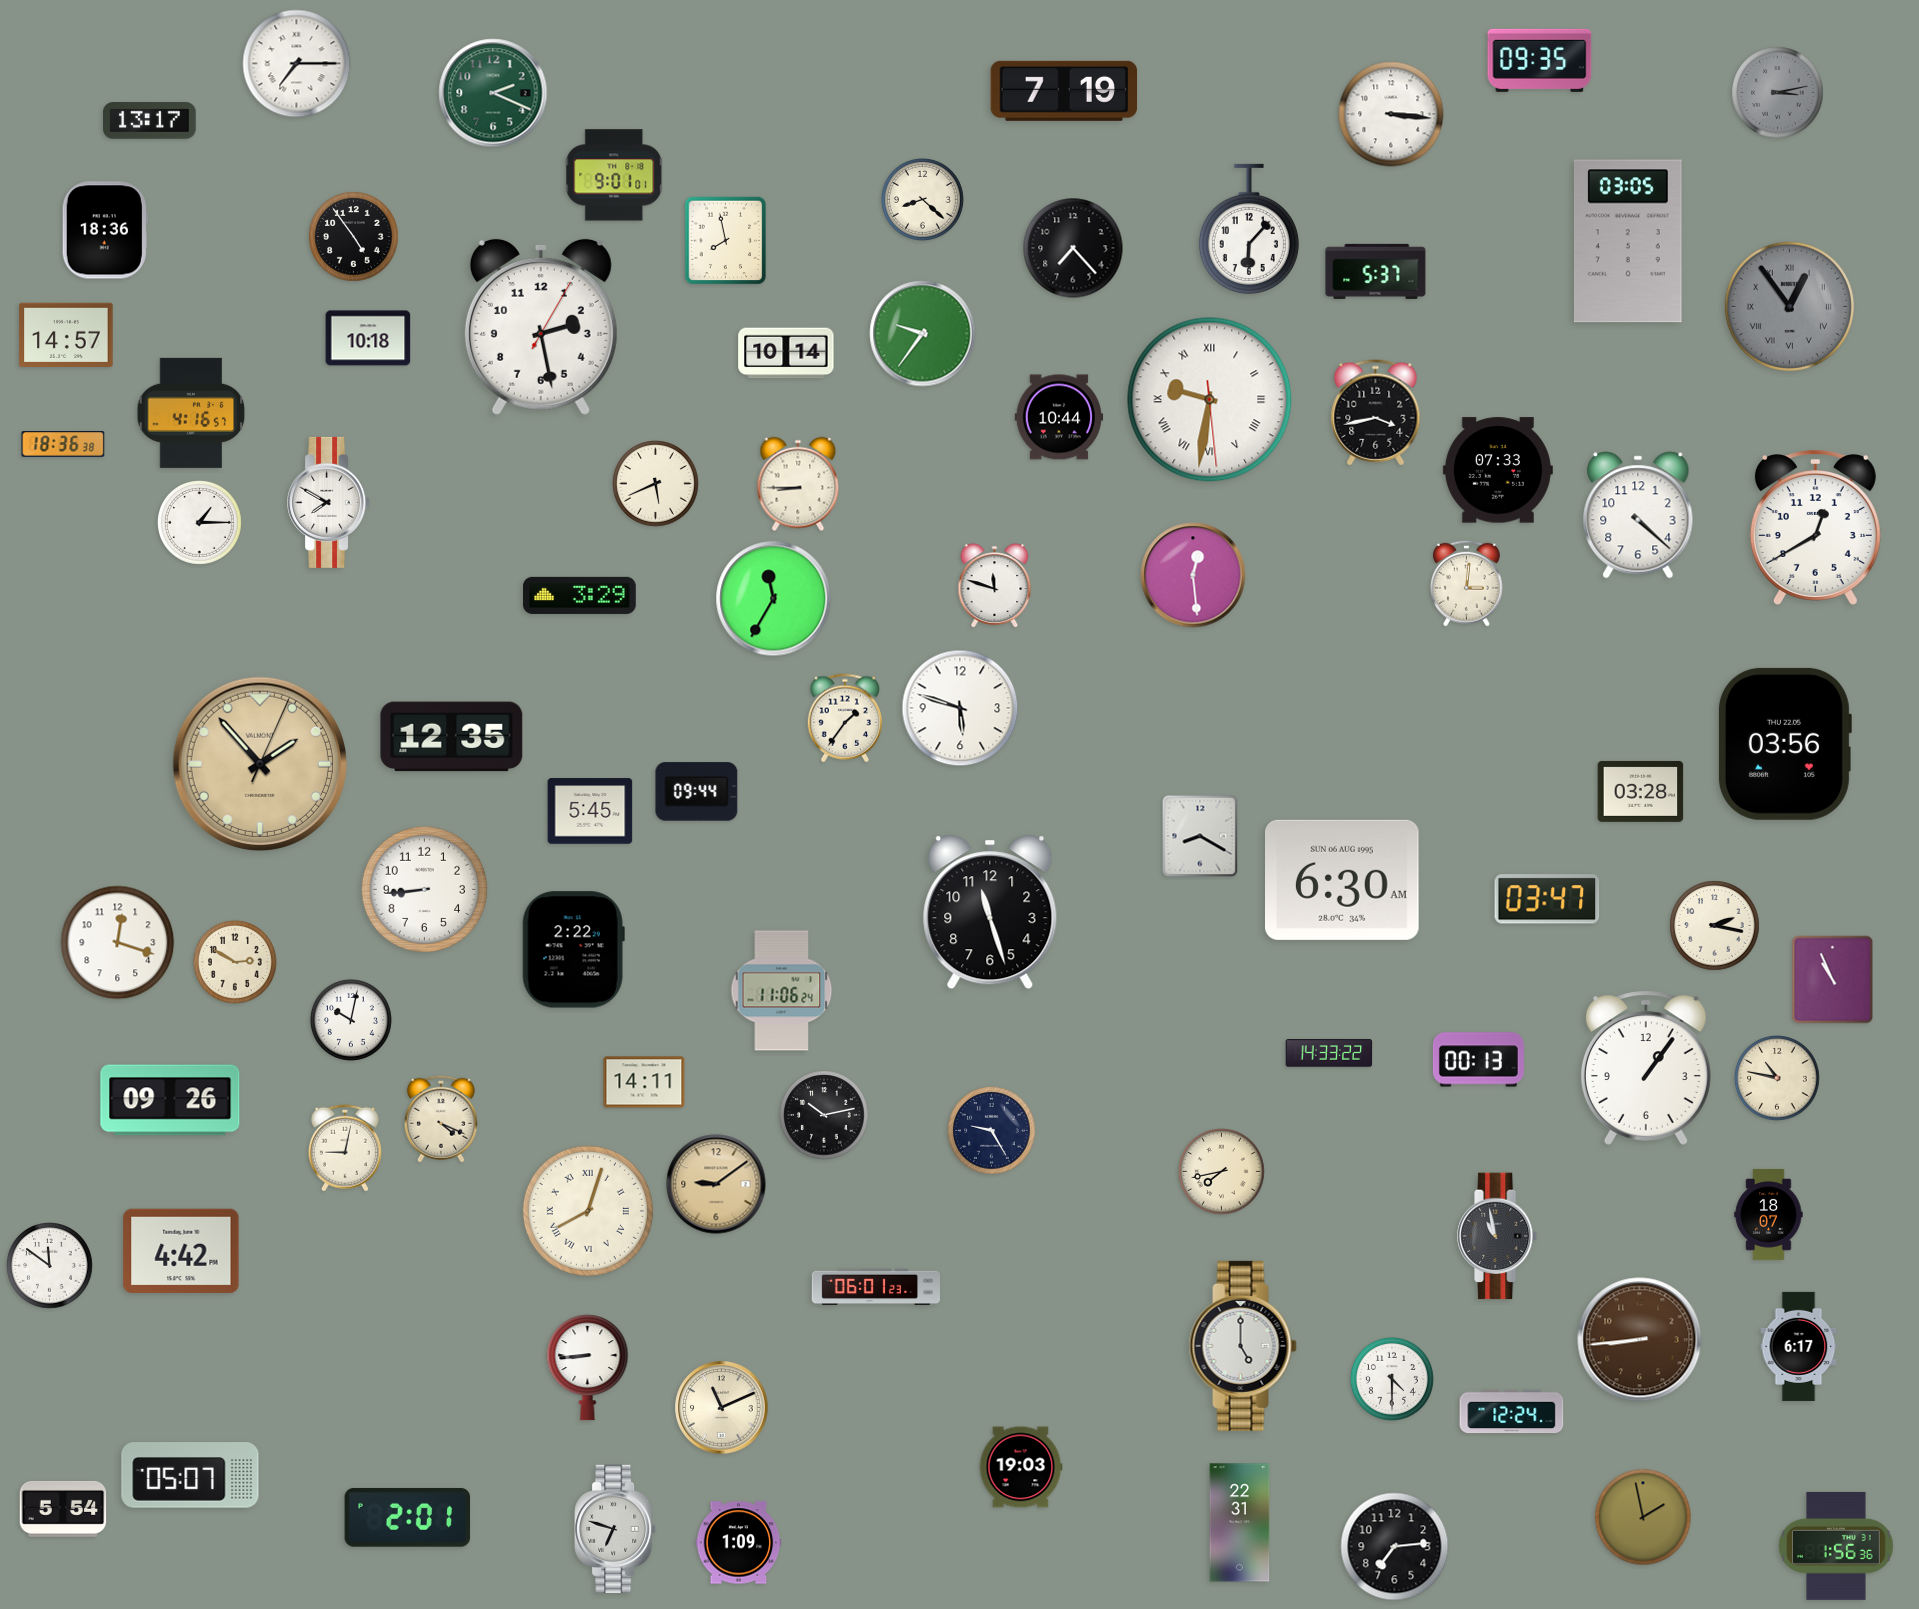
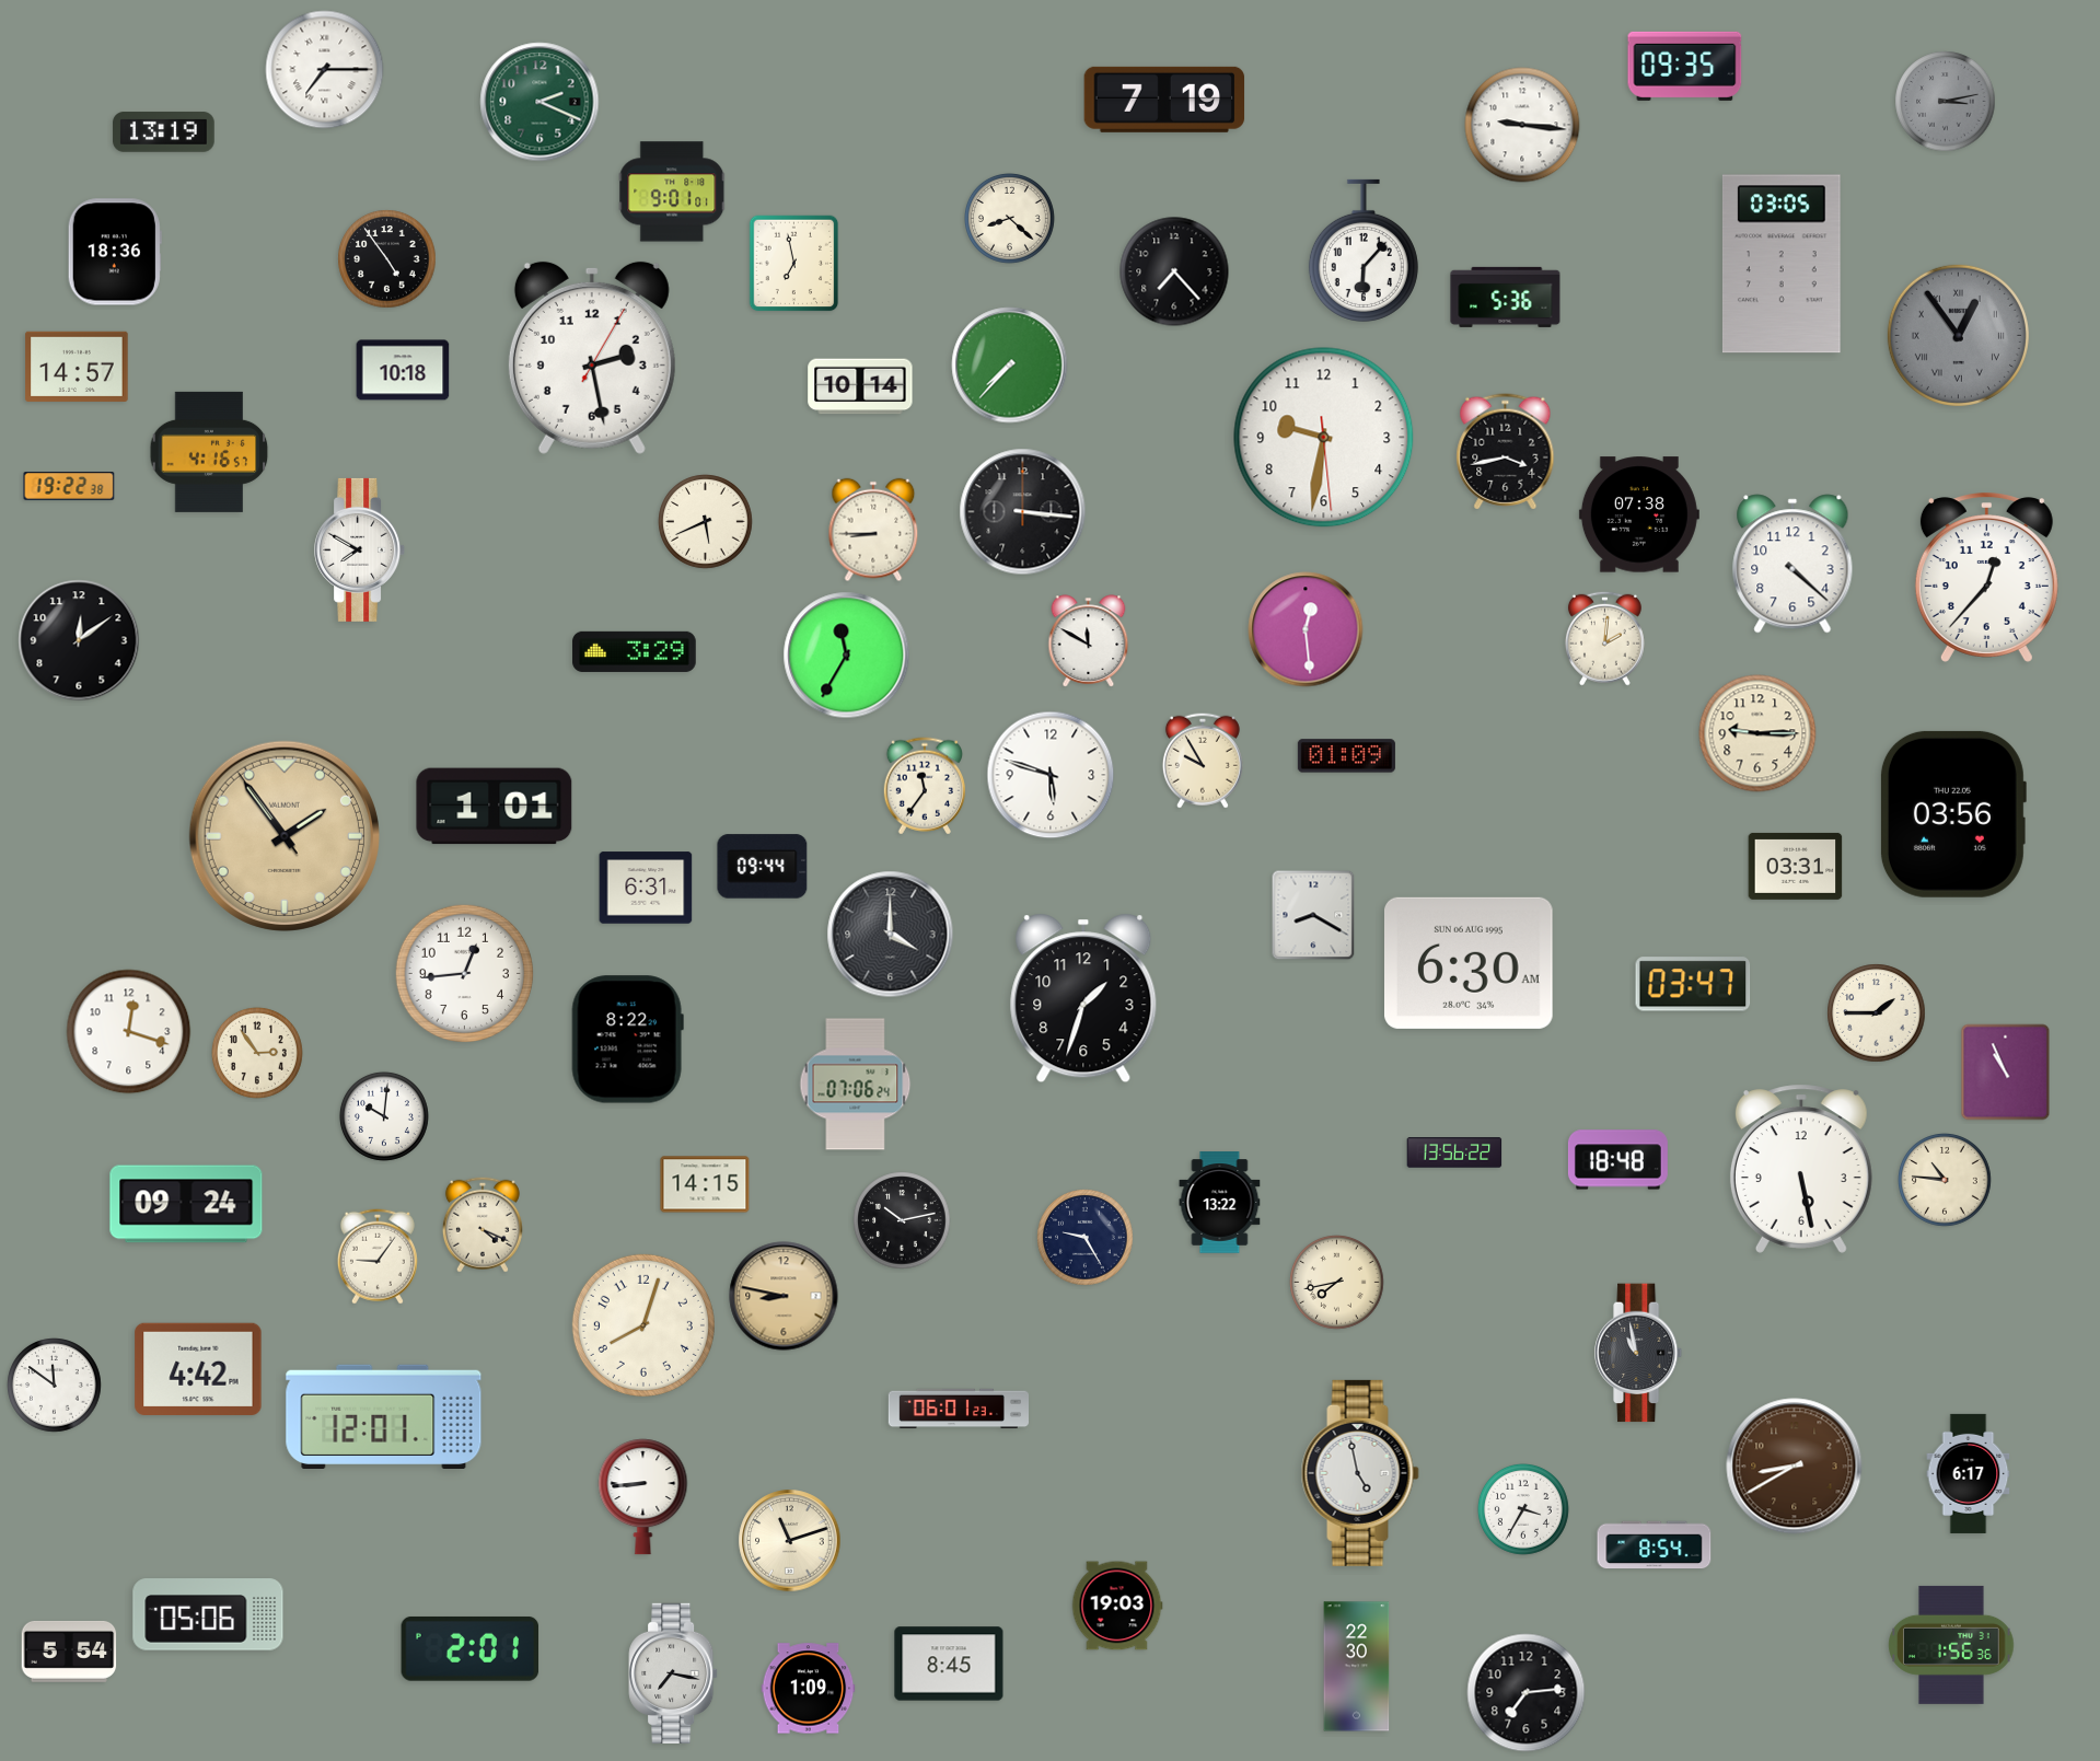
clock at (1391, 114): 3:16 -> 9:16
clock at (150, 121): 13:17 -> 13:19
clock at (1249, 229) position: (1249, 229) -> (1364, 251)
clock at (726, 241): 7:58 -> 6:58
clock at (1376, 271): 5:37 -> 5:36
clock at (66, 334) position: (66, 334) -> (77, 366)
clock at (923, 334): 9:36 -> 7:37
clock at (1210, 400) numerals: Roman -> Arabic
clock at (1058, 417): 10:44 -> none
clock at (63, 444): 18:36 -> 19:22
clock at (1023, 512): none -> 3:16
clock at (1498, 470): 07:33 -> 07:38
clock at (656, 484) position: (656, 484) -> (706, 522)
clock at (200, 523): 1:15 -> none
clock at (1815, 528): 12:40 -> 12:37
clock at (1466, 583): 3:01 -> 2:01
clock at (79, 640): none -> 12:09
clock at (995, 586): 11:48 -> 11:50
clock at (1757, 733): none -> 9:15
clock at (1346, 756): none -> 01:09
clock at (1203, 761): none -> 9:55
clock at (844, 718): 1:36 -> 11:36
clock at (452, 737): 12:35 -> 1:01
clock at (260, 764): 1:53:04 -> 1:53:54
clock at (1641, 791): 03:28 -> 03:31
clock at (590, 811): 5:45 -> 6:31
clock at (891, 935): none -> 4:00
clock at (424, 889): 8:44 -> 12:44
clock at (990, 912): 11:27 -> 1:33
clock at (1715, 926): 2:17 -> 1:45
clock at (573, 950): 2:22 -> 8:22
clock at (235, 962): 2:50 -> 2:54
clock at (782, 991): 11:06 -> 07:06
clock at (351, 1020): 10:02 -> 10:01
clock at (1329, 1053): 14:33 -> 13:56
clock at (1478, 1060): 00:13 -> 18:48
clock at (1646, 1068): 1:06 -> 5:28
clock at (1778, 1079): 10:47 -> 10:46
clock at (644, 1082): 14:11 -> 14:15
clock at (1220, 1203): none -> 13:22
clock at (170, 1100): 09:26 -> 09:24
clock at (345, 1148): 9:02 -> 9:06
clock at (716, 1184): 9:09 -> 8:47
clock at (588, 1211) numerals: Roman -> Arabic
clock at (1769, 1214): 18:07 -> none
clock at (384, 1416): none -> 12:01
clock at (1640, 1340): 8:44 -> 8:40
clock at (1243, 1346): 5:00 -> 4:58
clock at (1392, 1379): 4:30 -> 3:35
clock at (722, 1408): 11:11 -> 11:12
clock at (1512, 1412): 12:24 -> 8:54
clock at (190, 1475): 05:07 -> 05:06
clock at (408, 1517) position: (408, 1517) -> (471, 1648)
clock at (1643, 1517): 1:58 -> none
clock at (949, 1664): none -> 8:45
clock at (1240, 1523): 22:31 -> 22:30
clock at (615, 1529): 6:48 -> 7:17
clock at (1836, 1546) position: (1836, 1546) -> (1951, 1645)
